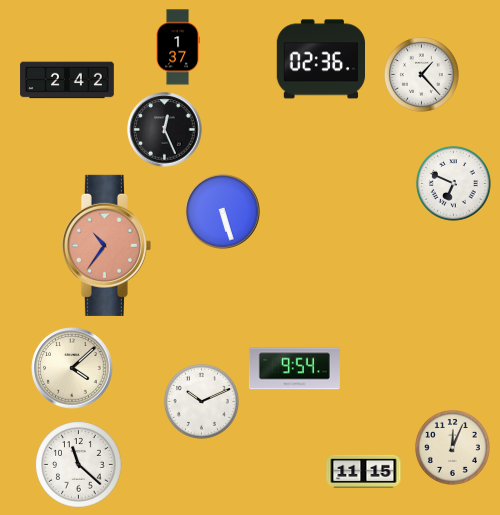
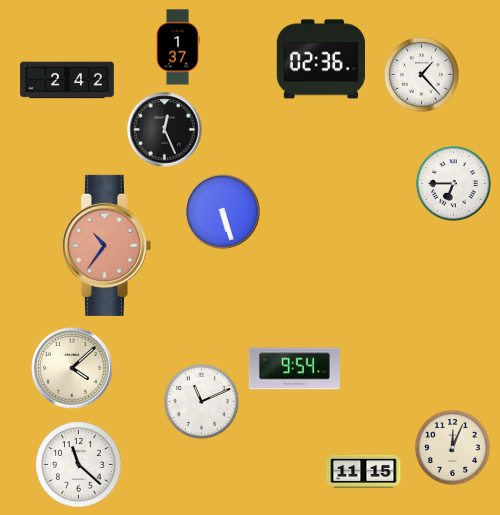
clock at (453, 183): 6:49 -> 6:45
clock at (201, 401): 10:11 -> 11:11
